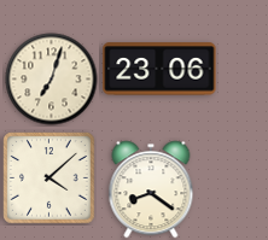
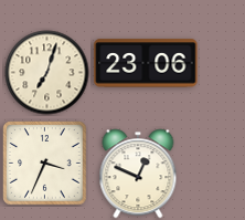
clock at (49, 178): 4:08 -> 3:34
clock at (151, 189): 8:21 -> 12:49
